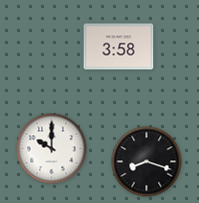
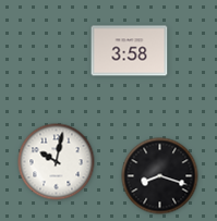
clock at (52, 149): 10:00 -> 10:02
